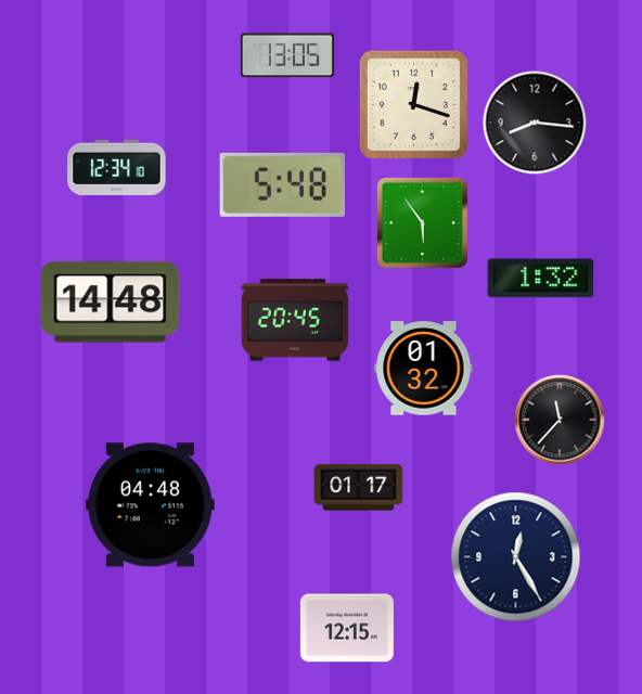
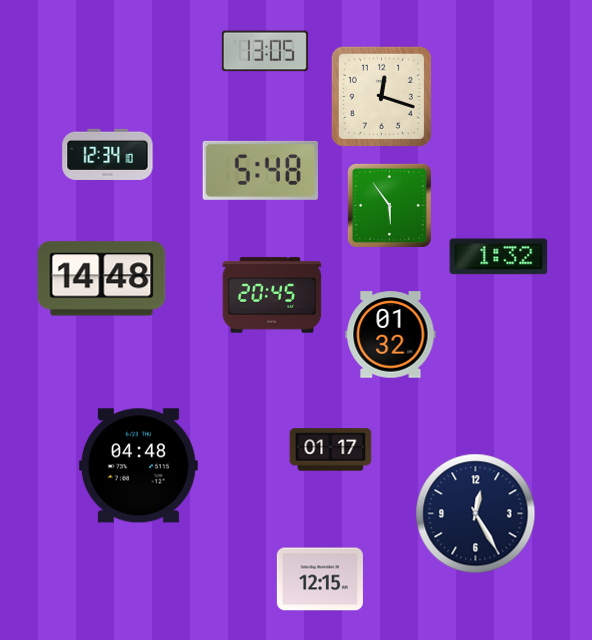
clock at (535, 123): 8:16 -> none
clock at (424, 369) position: (424, 369) -> (391, 335)
clock at (560, 420): 11:37 -> none
